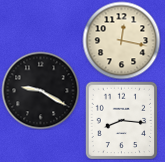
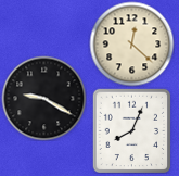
clock at (121, 40): 12:17 -> 12:22
clock at (122, 120): 8:16 -> 8:04
